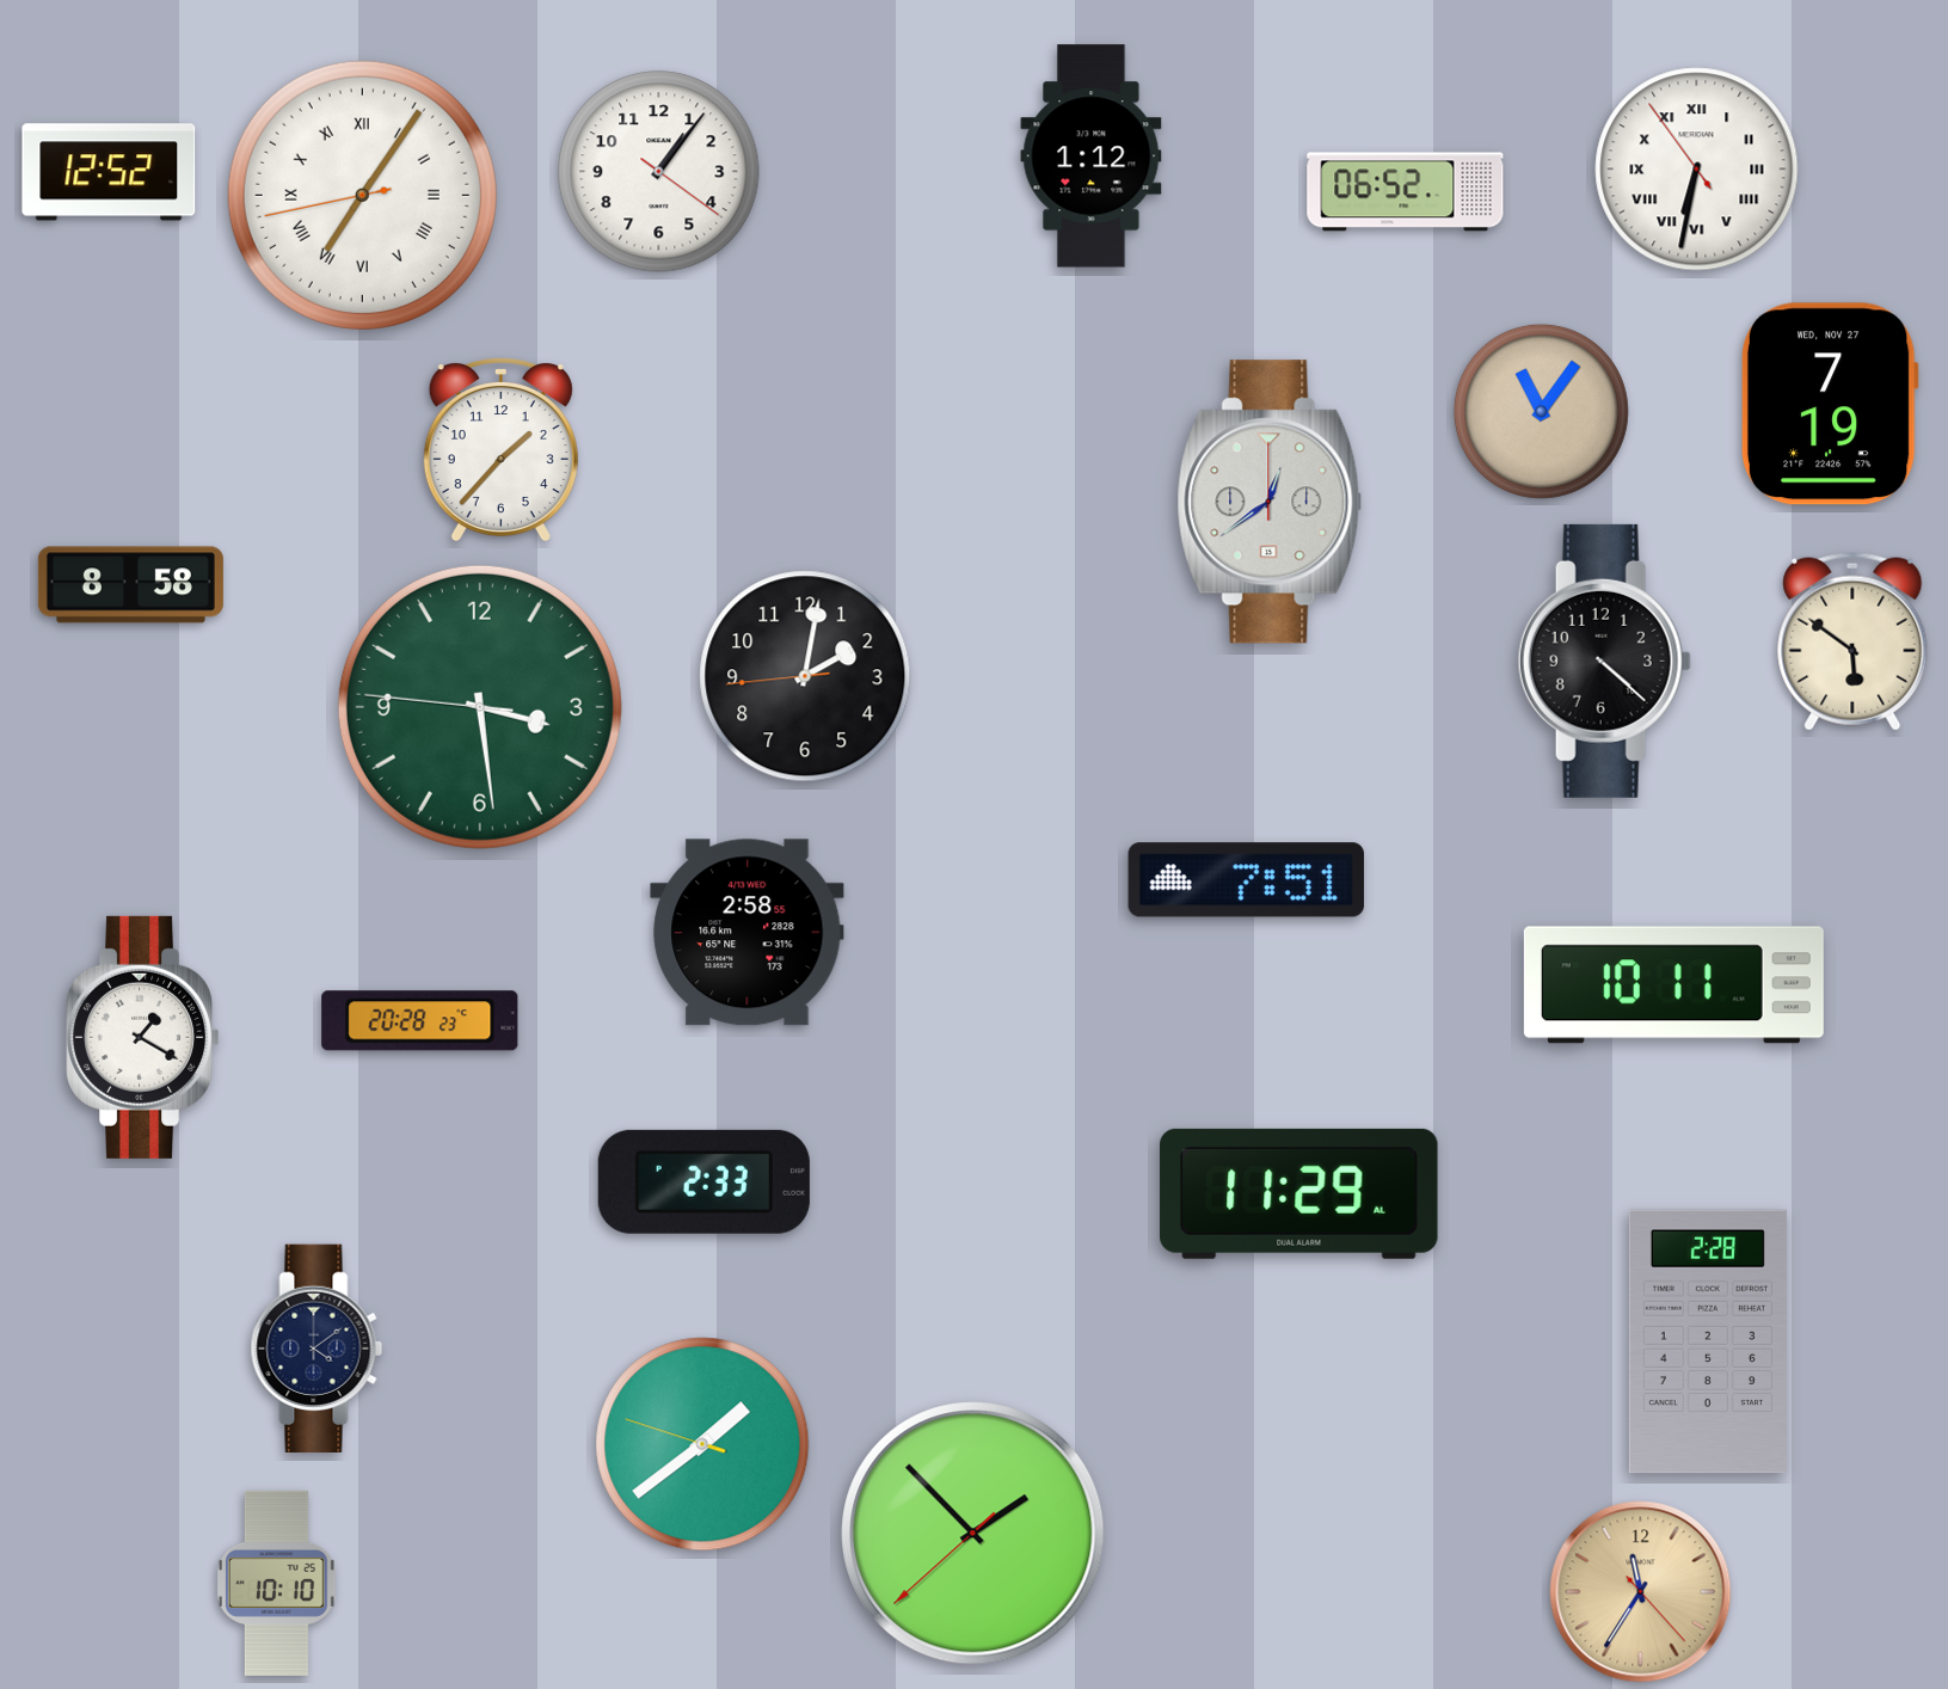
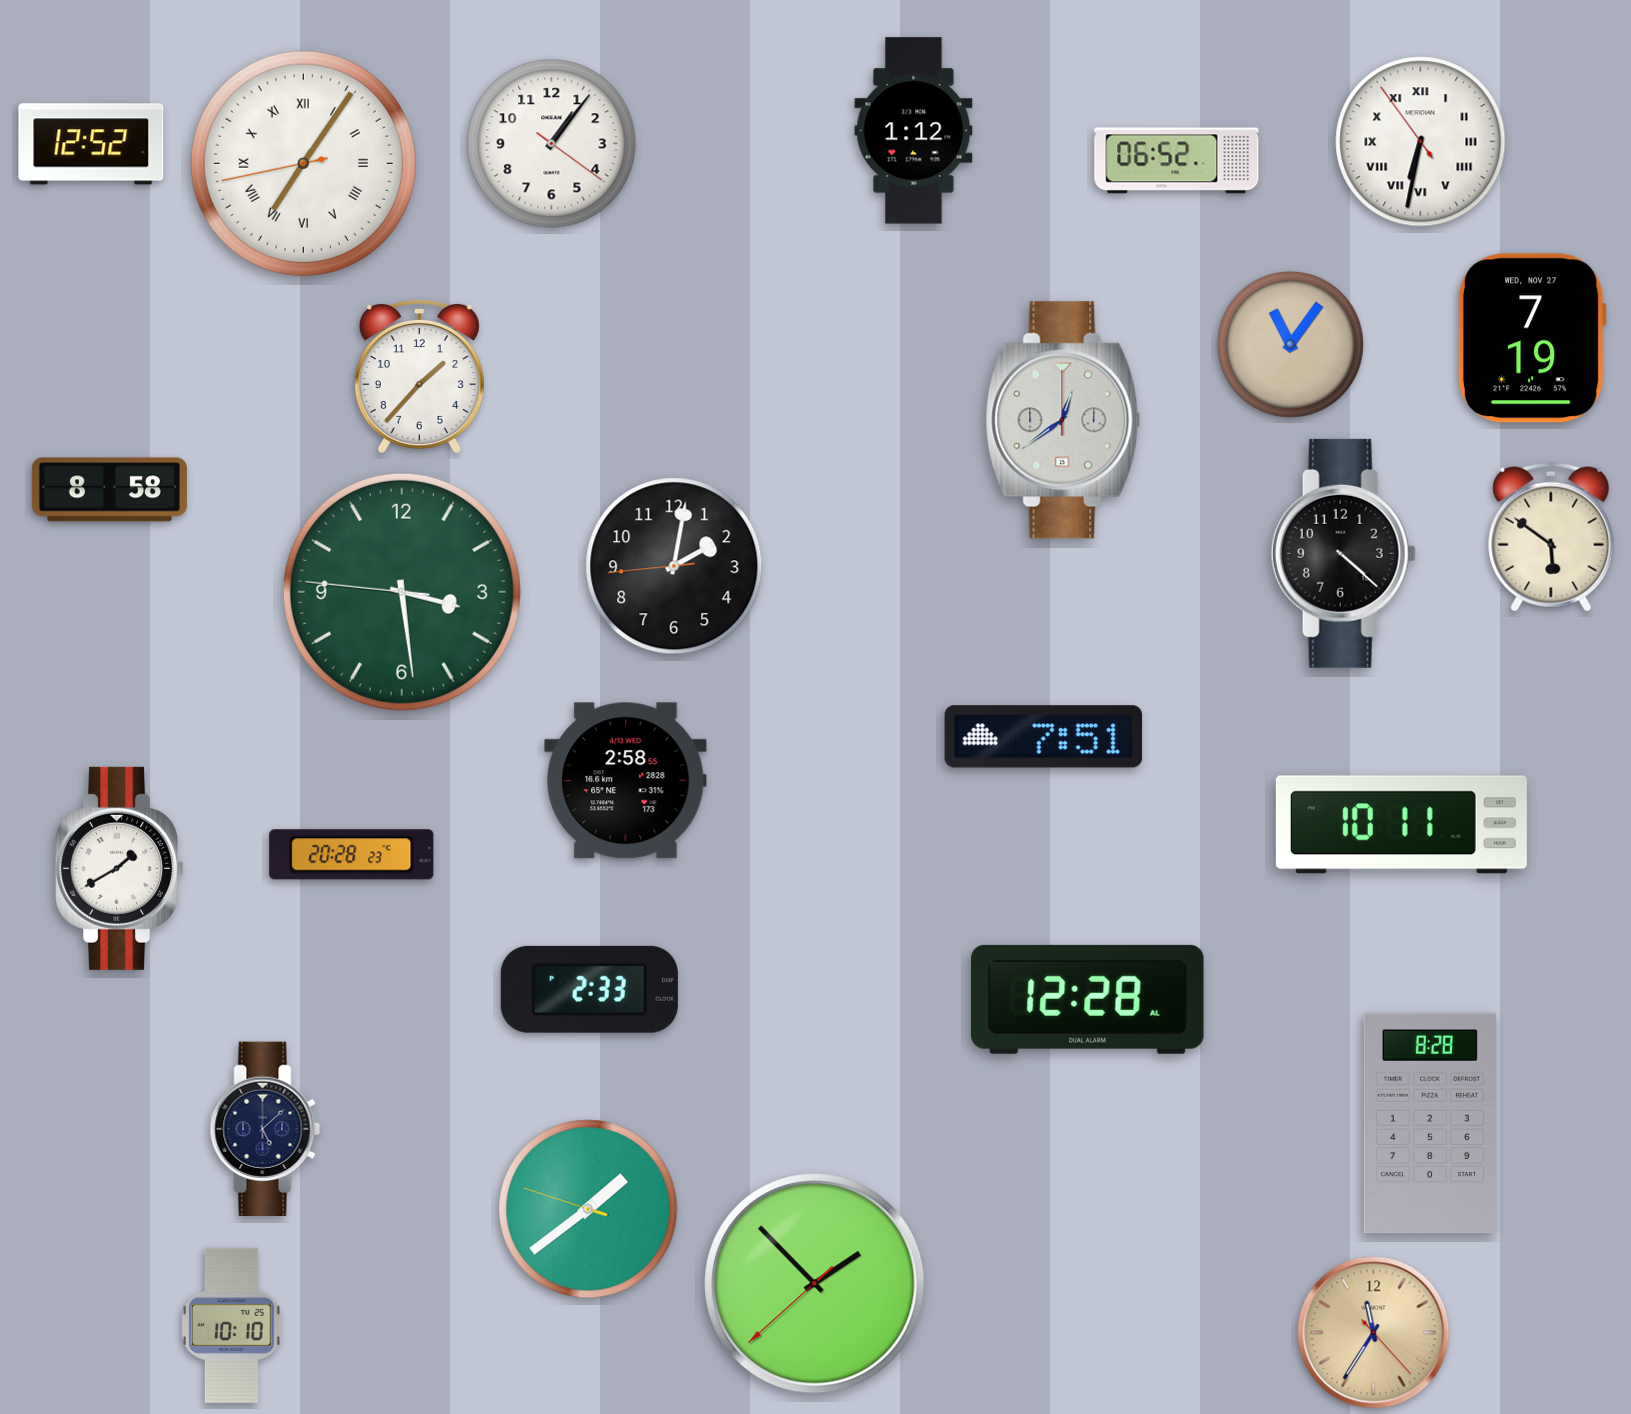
clock at (142, 1037): 1:20 -> 1:40
clock at (1299, 1193): 11:29 -> 12:28
clock at (1708, 1341): 2:28 -> 8:28
clock at (317, 1349): 4:09 -> 5:08
